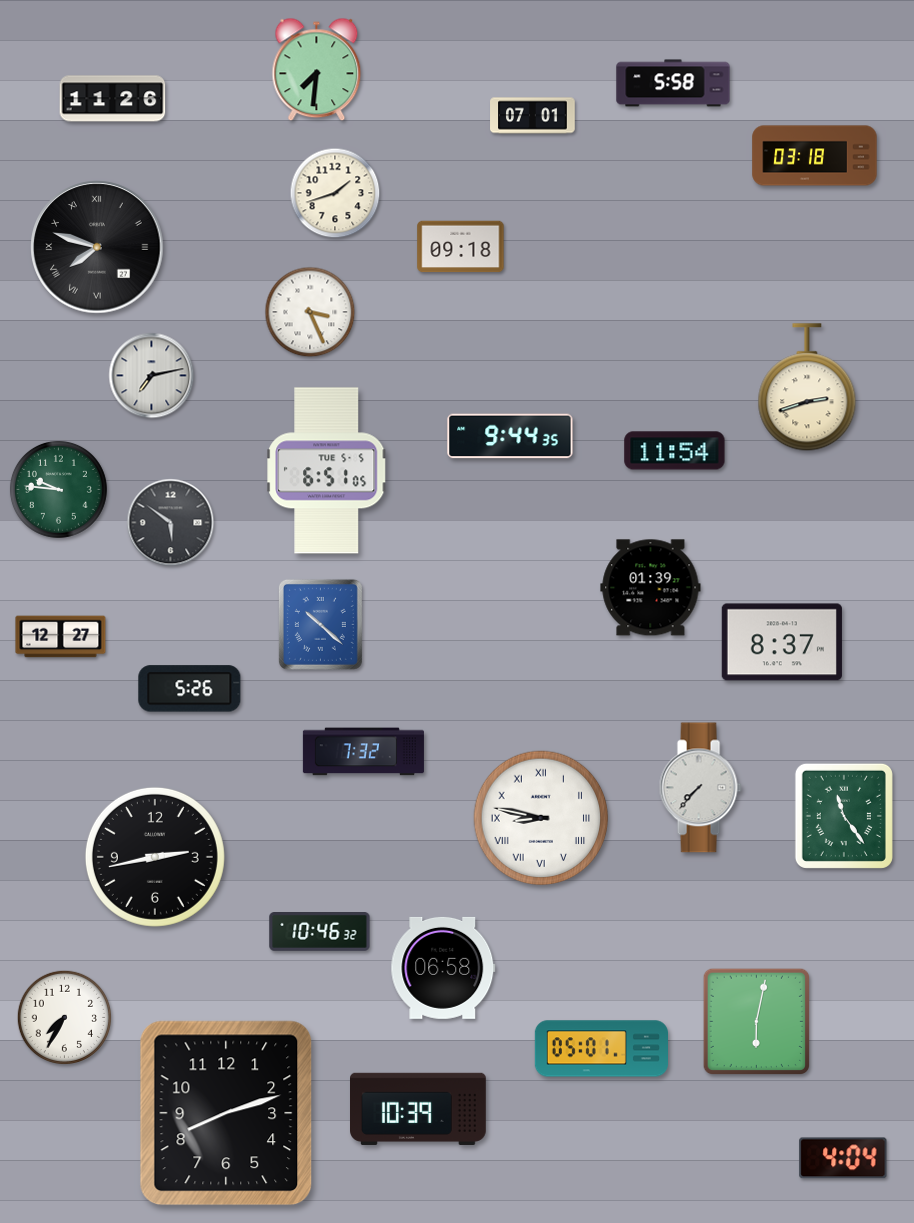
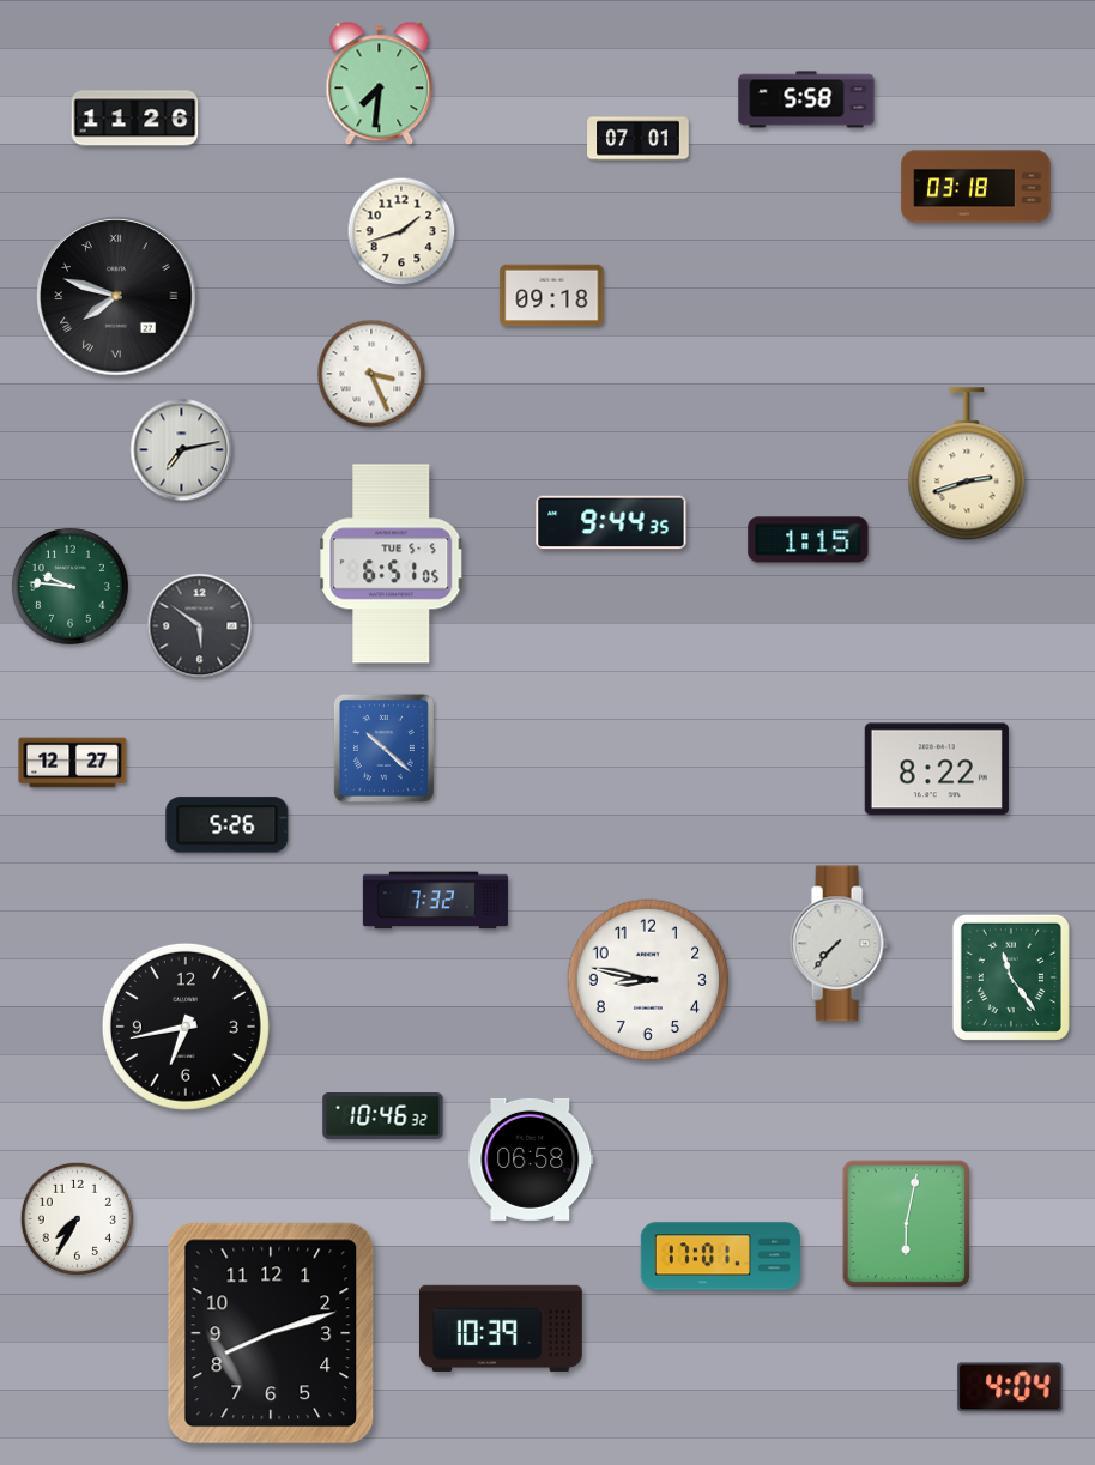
clock at (675, 451): 11:54 -> 1:15
clock at (171, 523) position: (171, 523) -> (200, 626)
clock at (651, 588): 01:39 -> none
clock at (782, 642): 8:37 -> 8:22
clock at (541, 818) numerals: Roman -> Arabic
clock at (155, 857): 2:43 -> 6:43
clock at (601, 1049): 05:01 -> 17:01
